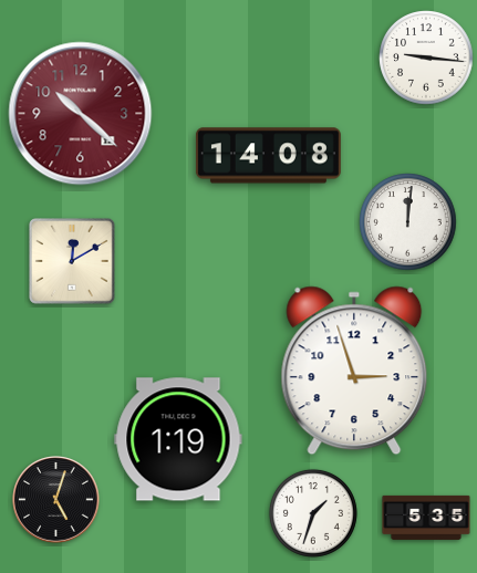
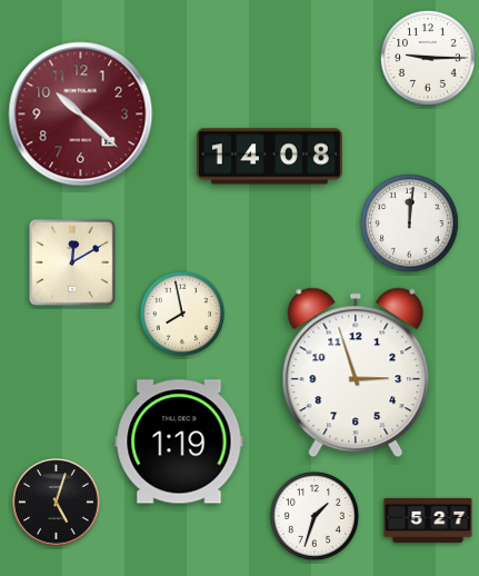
clock at (426, 58): 9:16 -> 9:15
clock at (182, 314): none -> 7:58
clock at (426, 518): 5:35 -> 5:27
